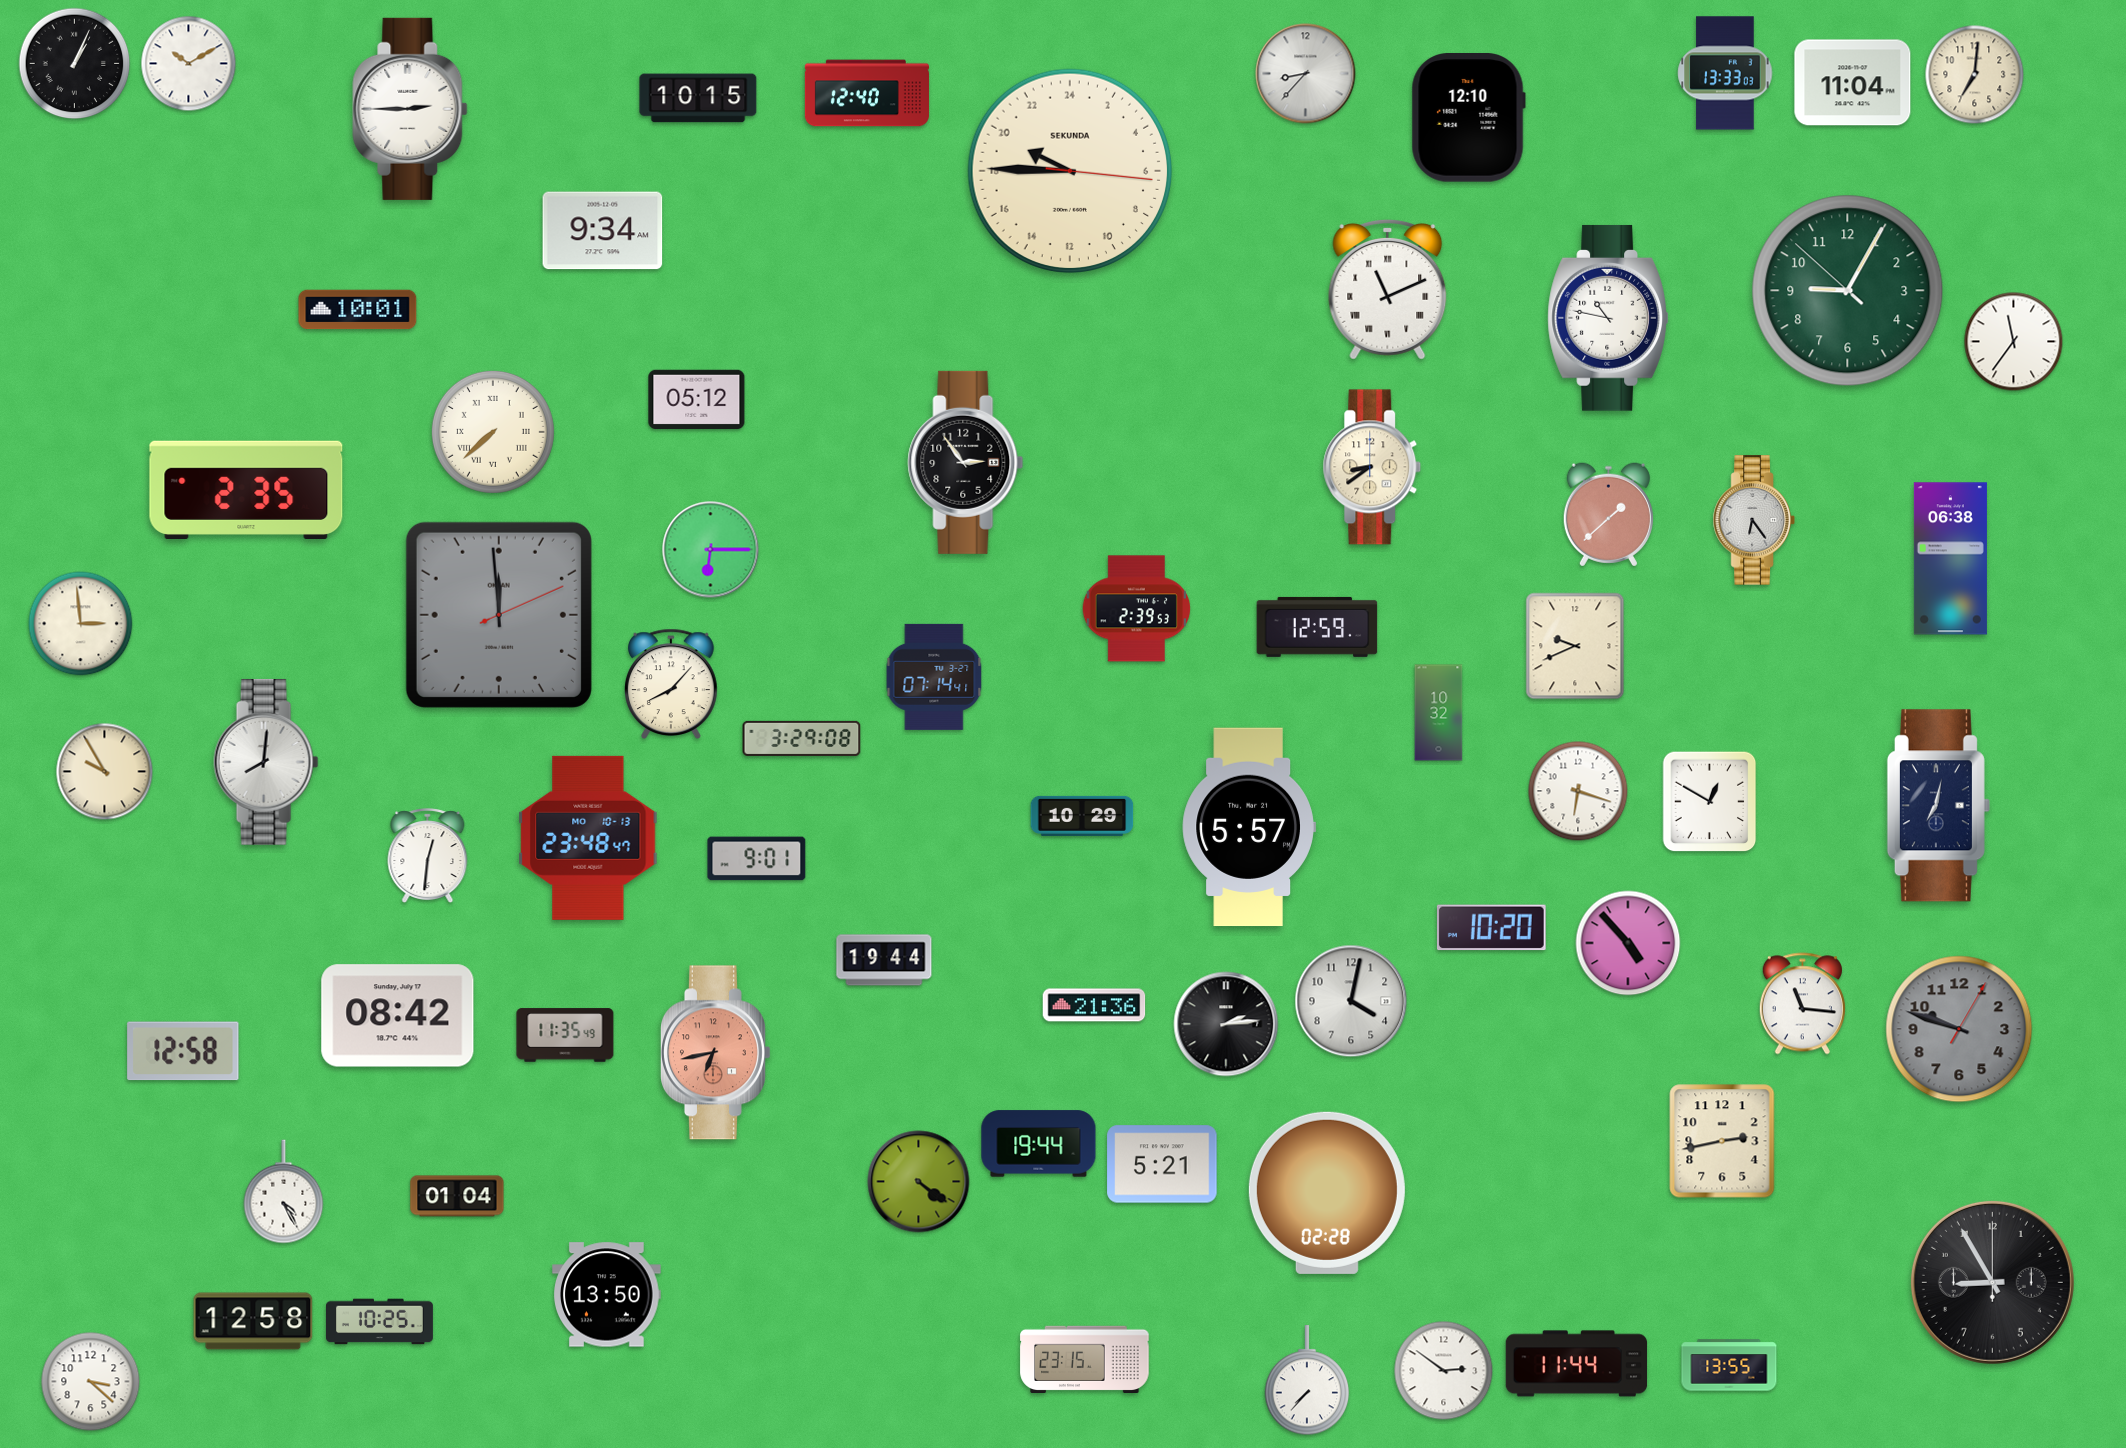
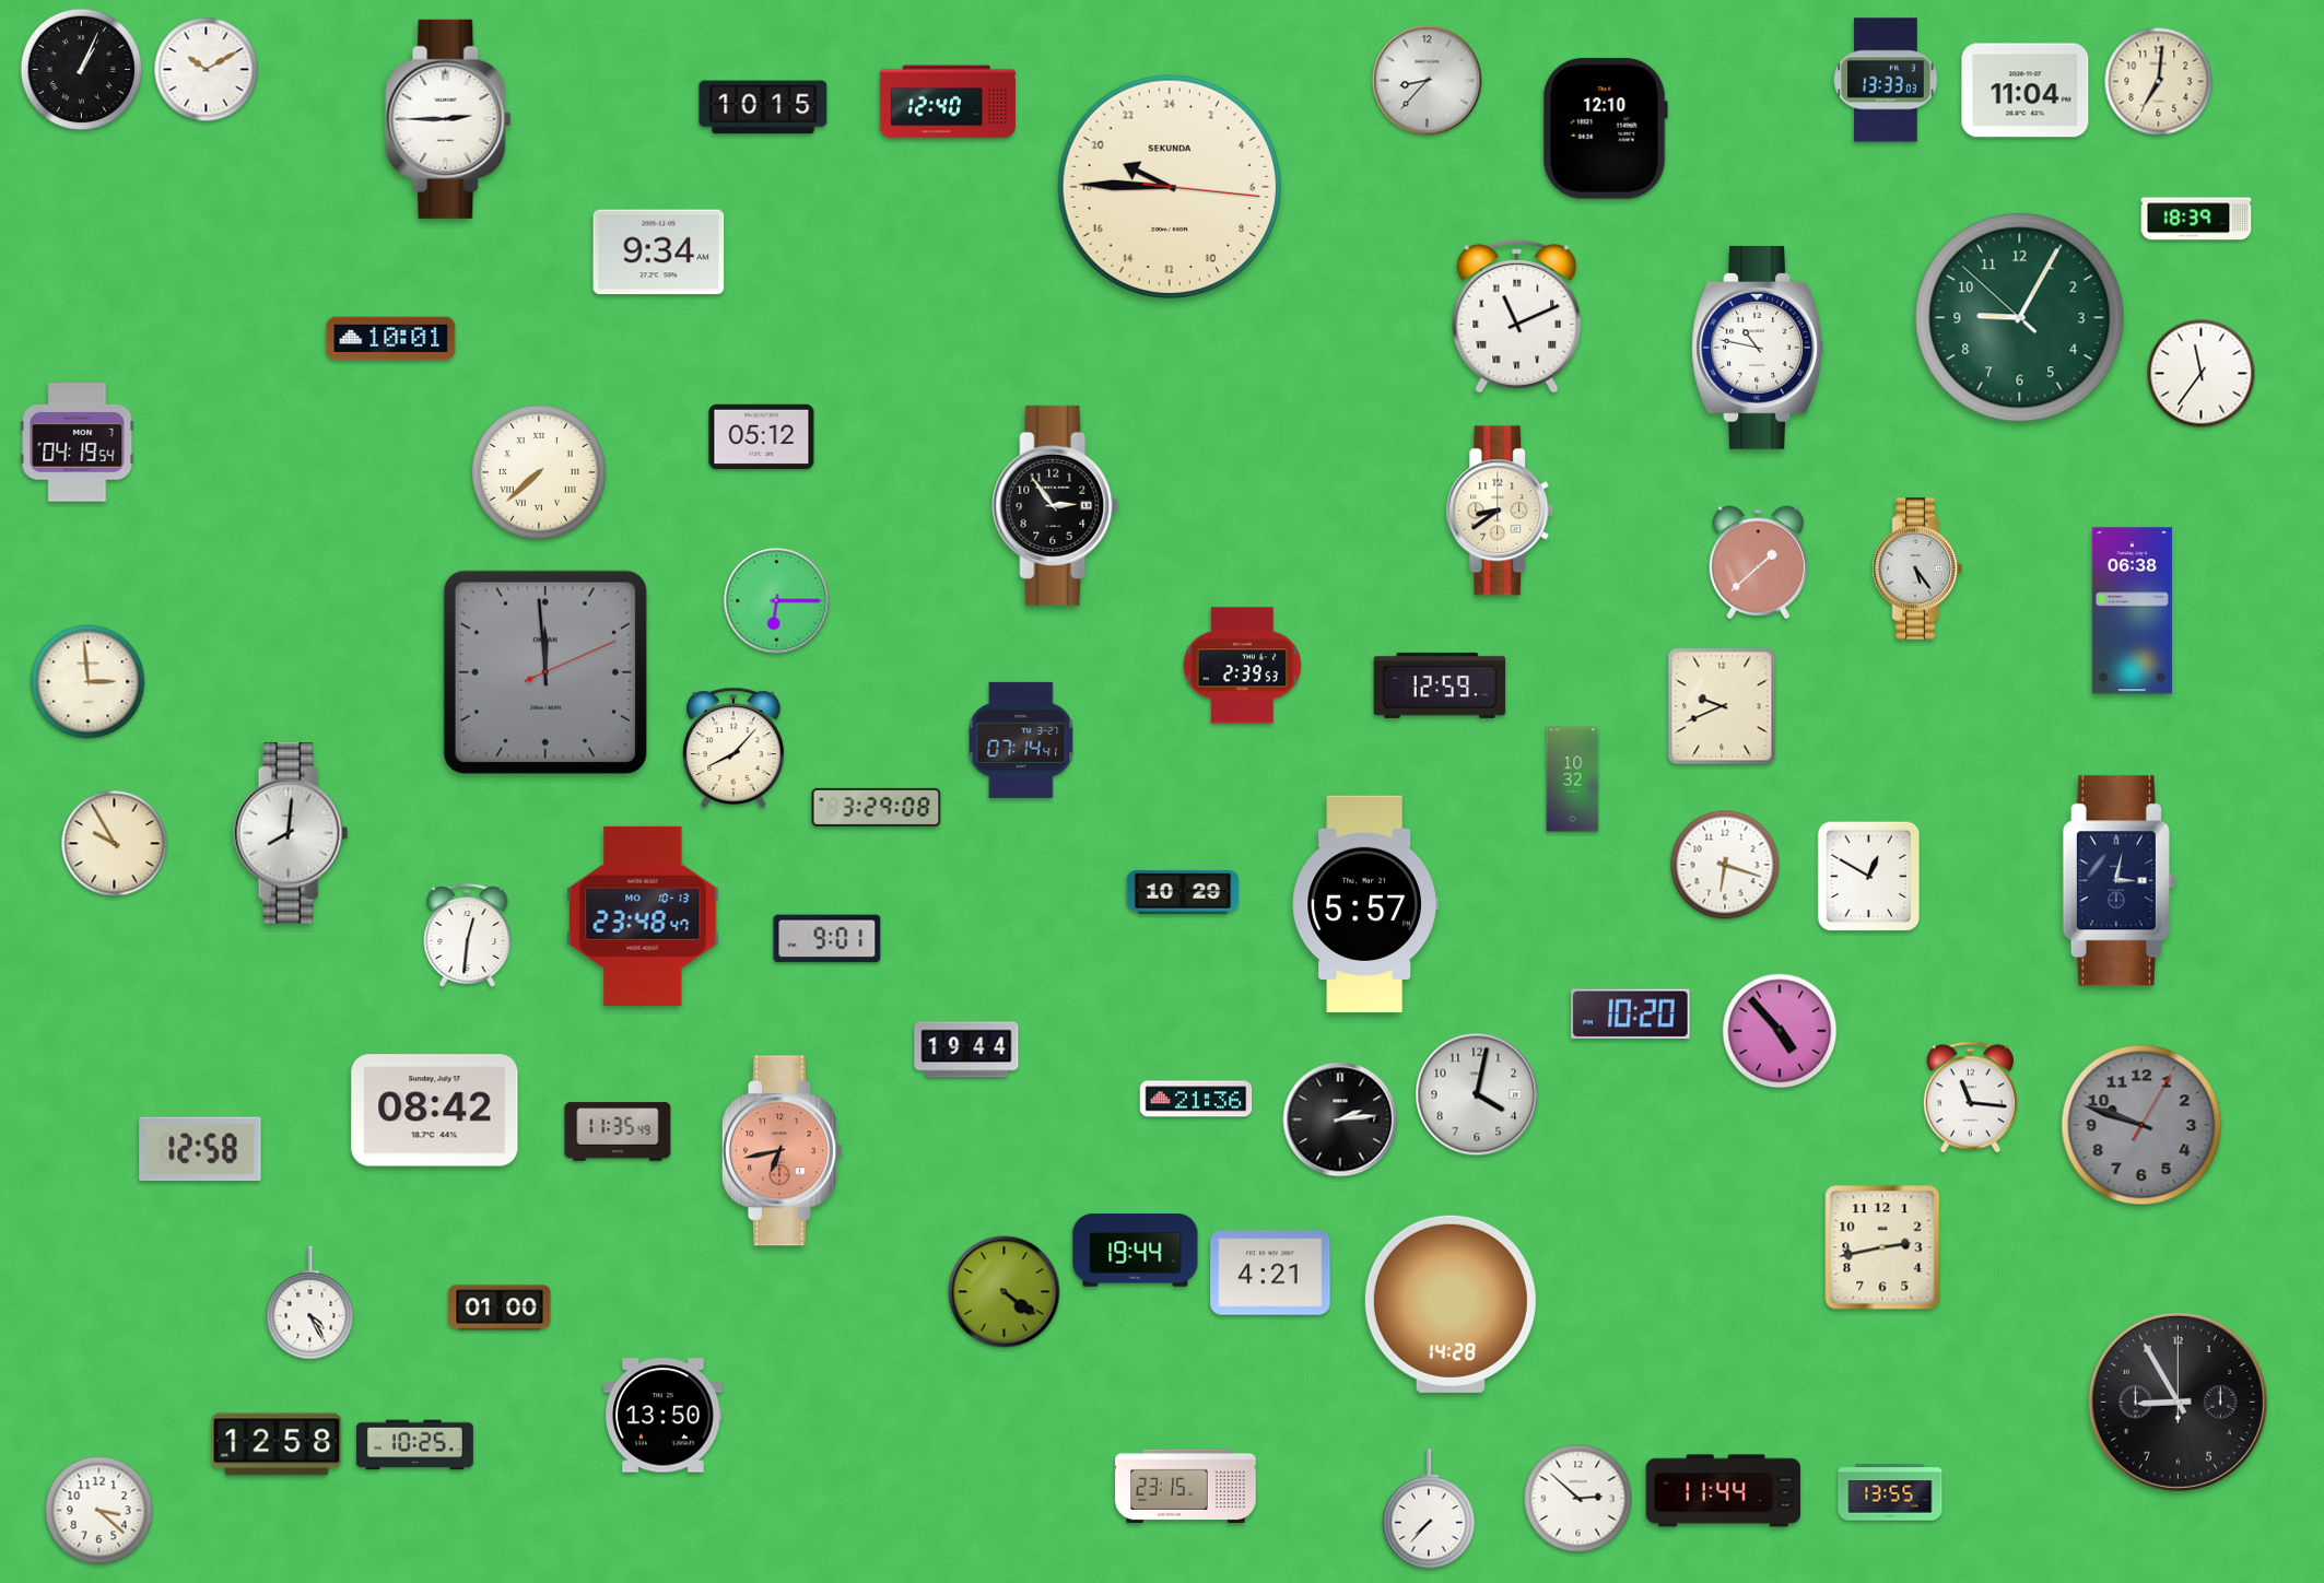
clock at (2196, 219): none -> 18:39
clock at (78, 443): none -> 04:19
clock at (246, 489): 2:35 -> none
clock at (1754, 520): 6:24 -> 5:24
clock at (1938, 806): 7:02 -> 3:02
clock at (1162, 1164): 5:21 -> 4:21
clock at (1327, 1193): 02:28 -> 14:28
clock at (457, 1196): 01:04 -> 01:00
clock at (1444, 1371): 2:51 -> 2:52
